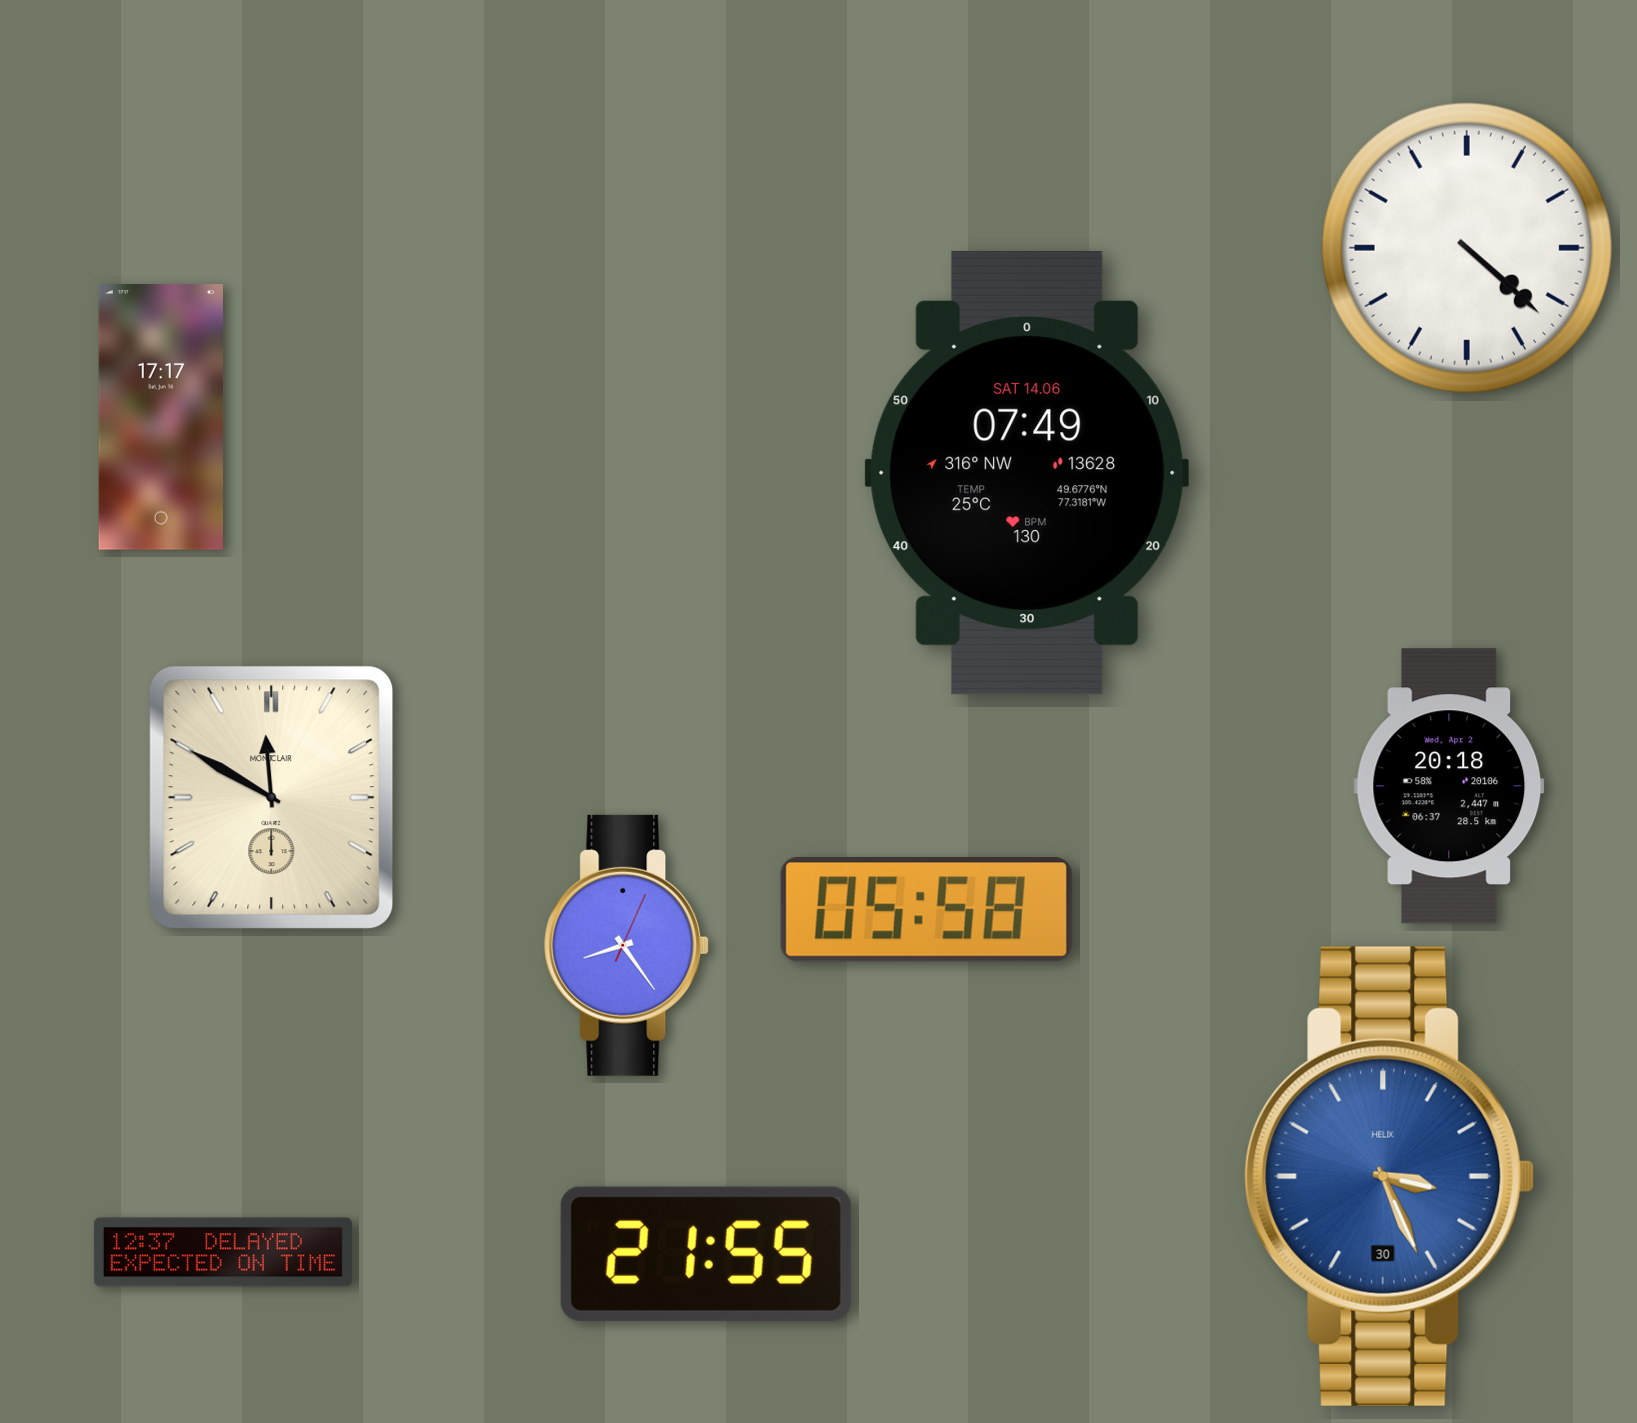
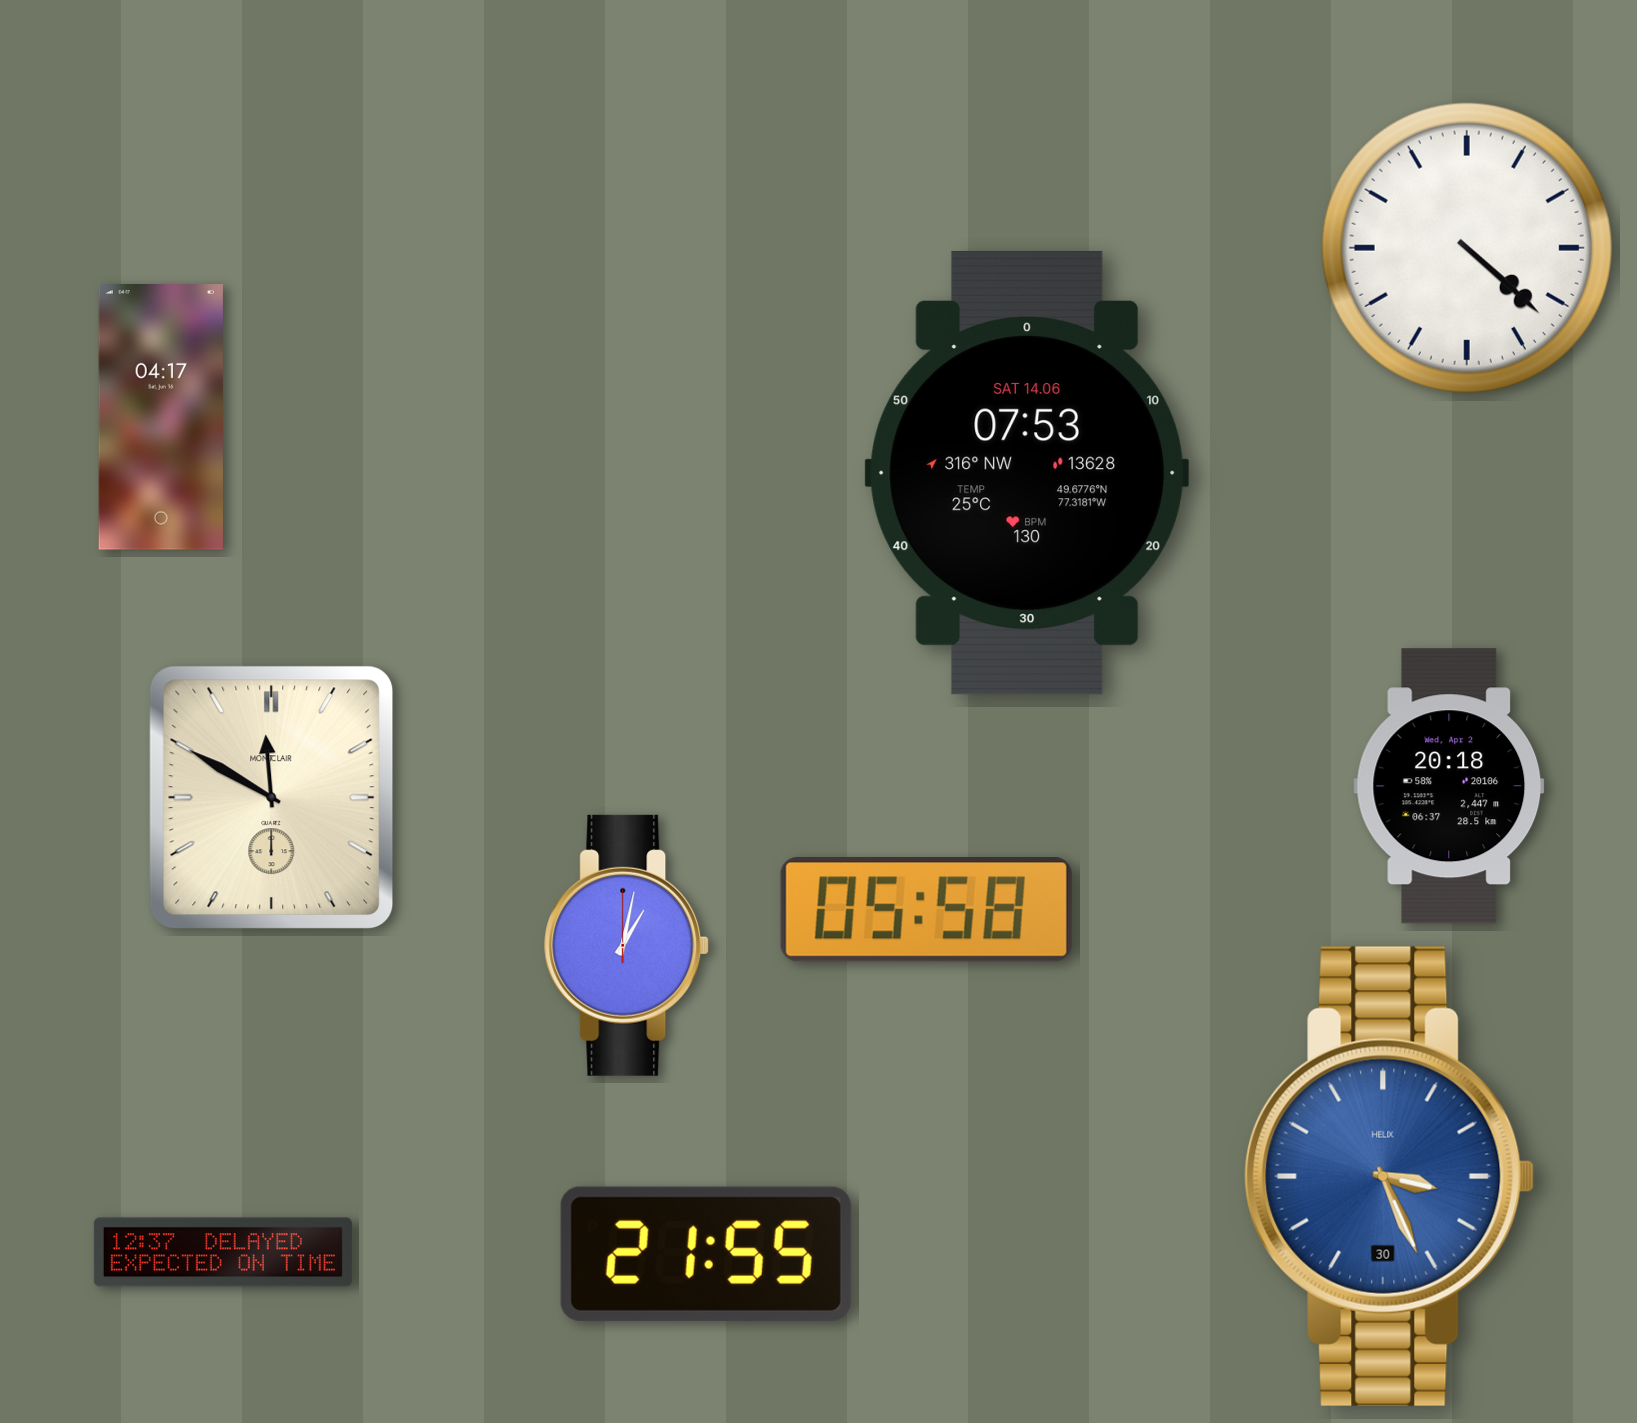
clock at (161, 418): 17:17 -> 04:17
clock at (1027, 473): 07:49 -> 07:53
clock at (627, 945): 8:24 -> 1:02
